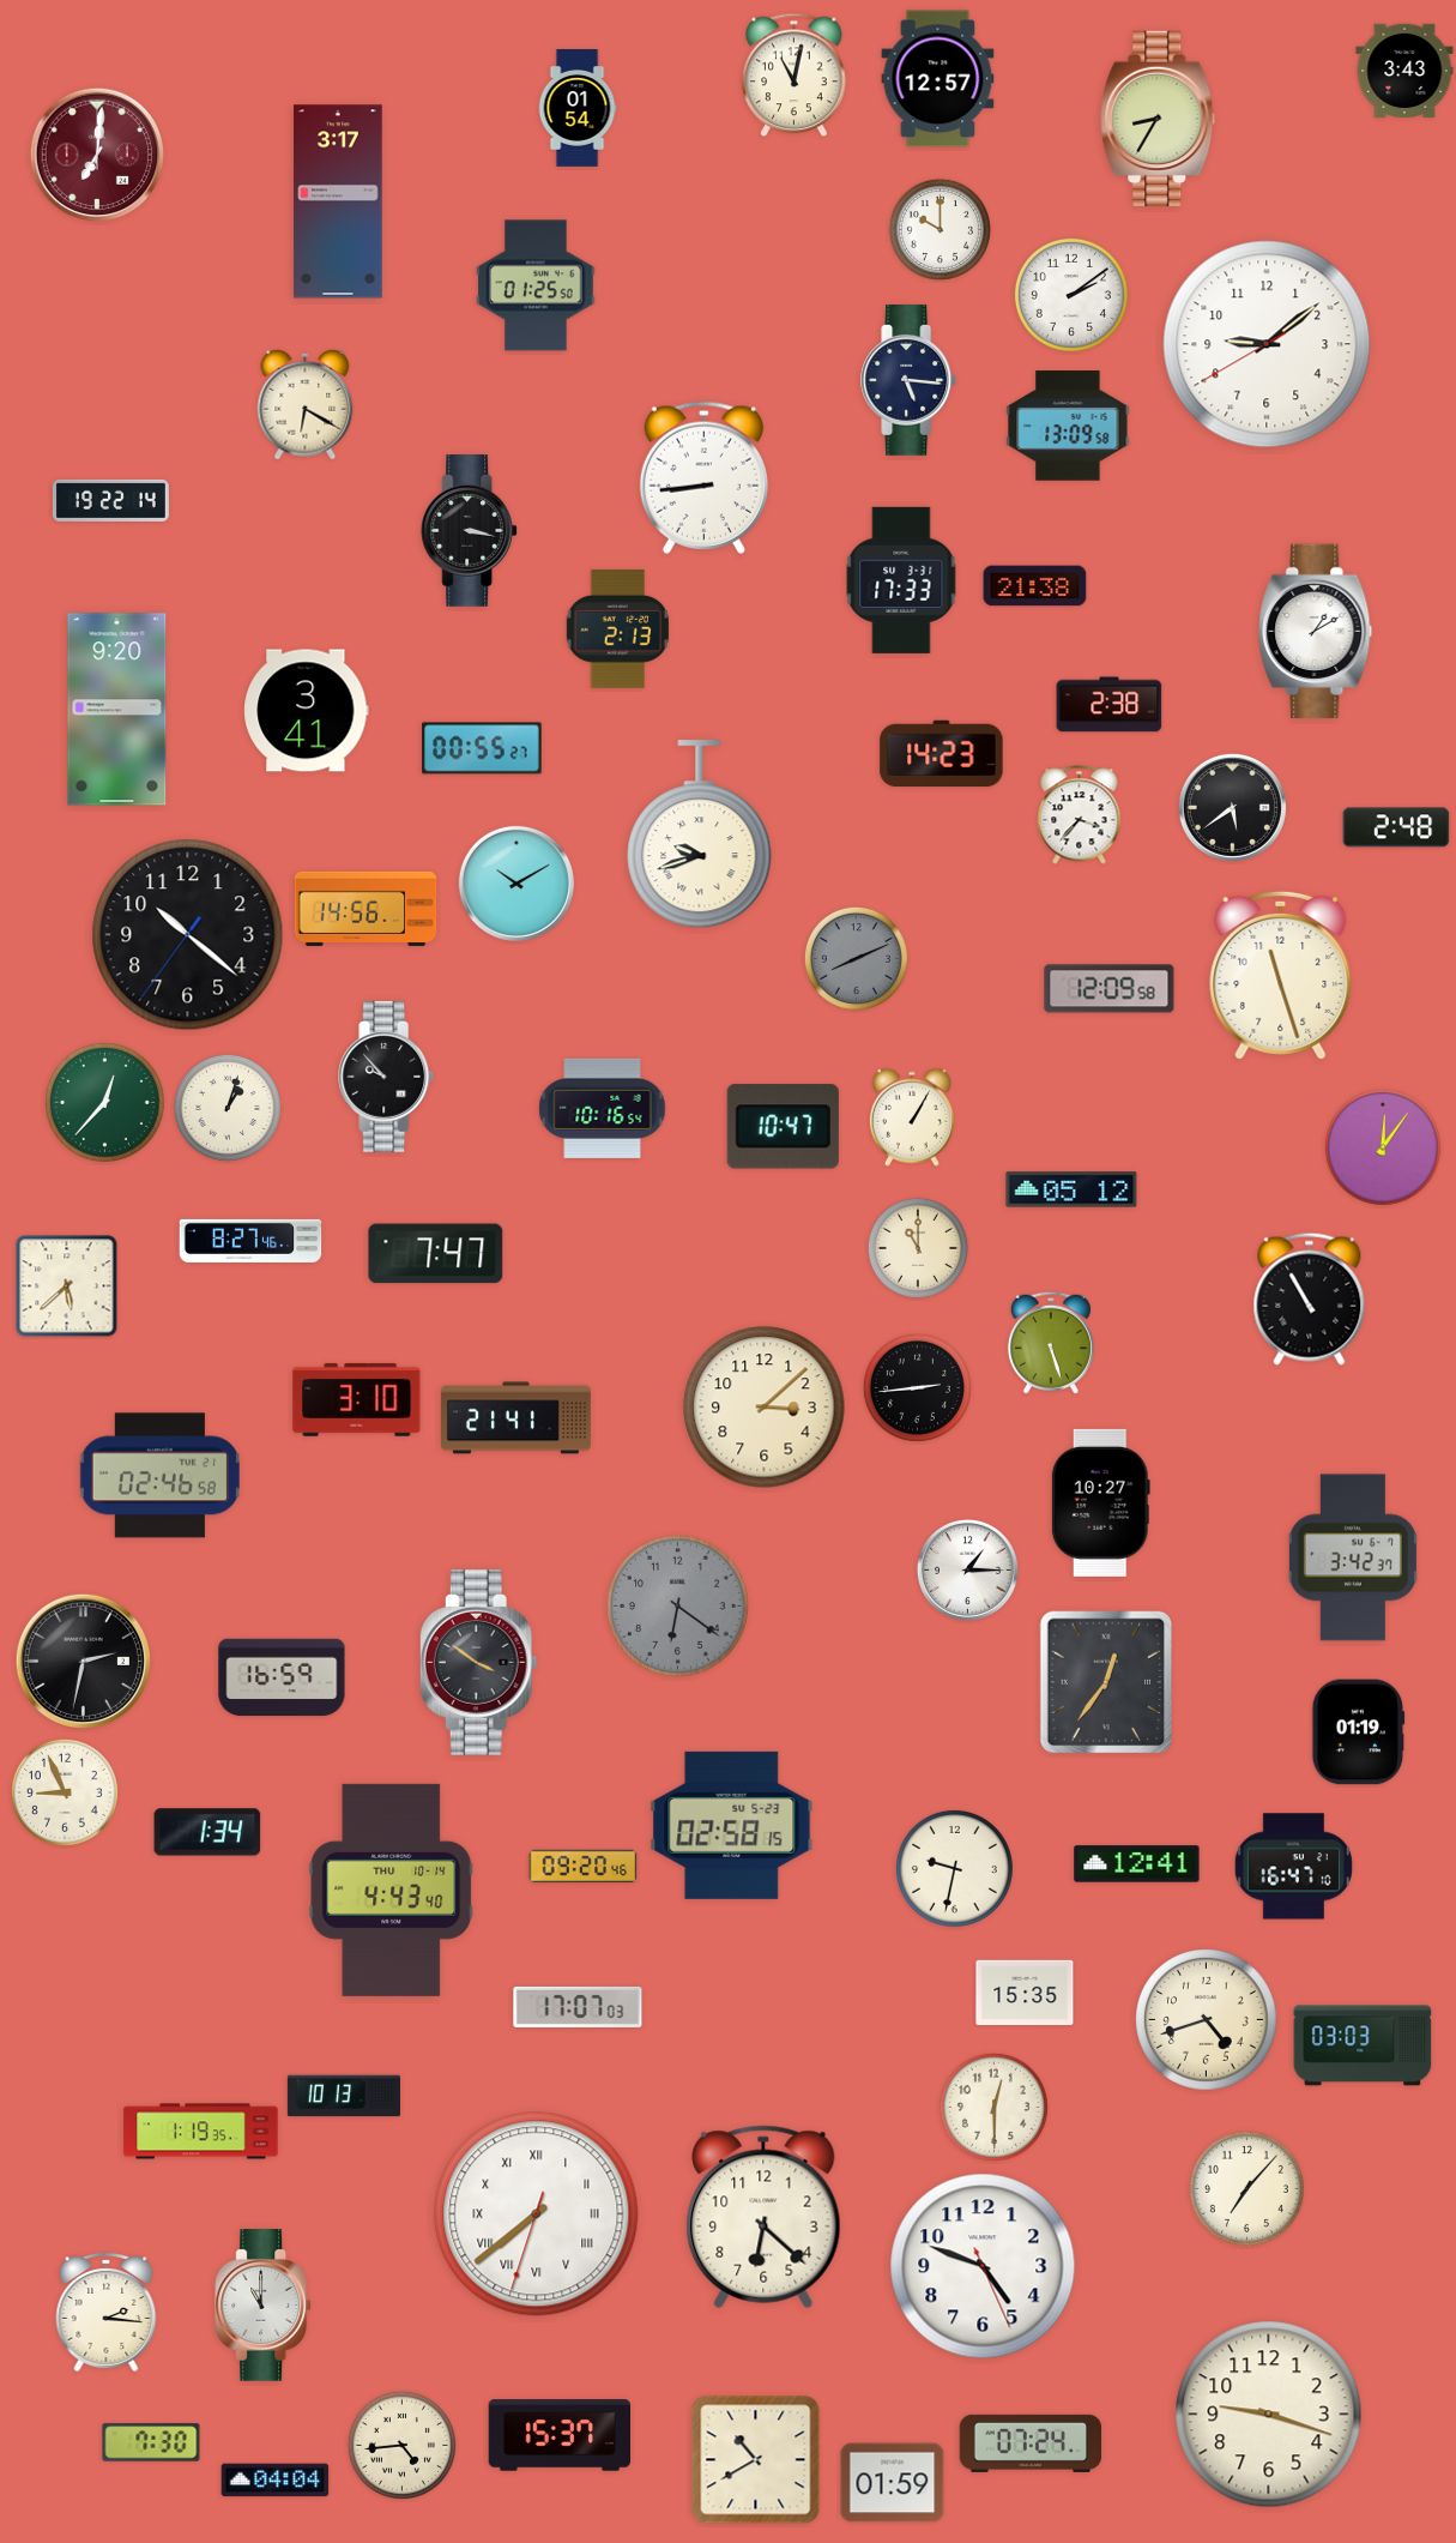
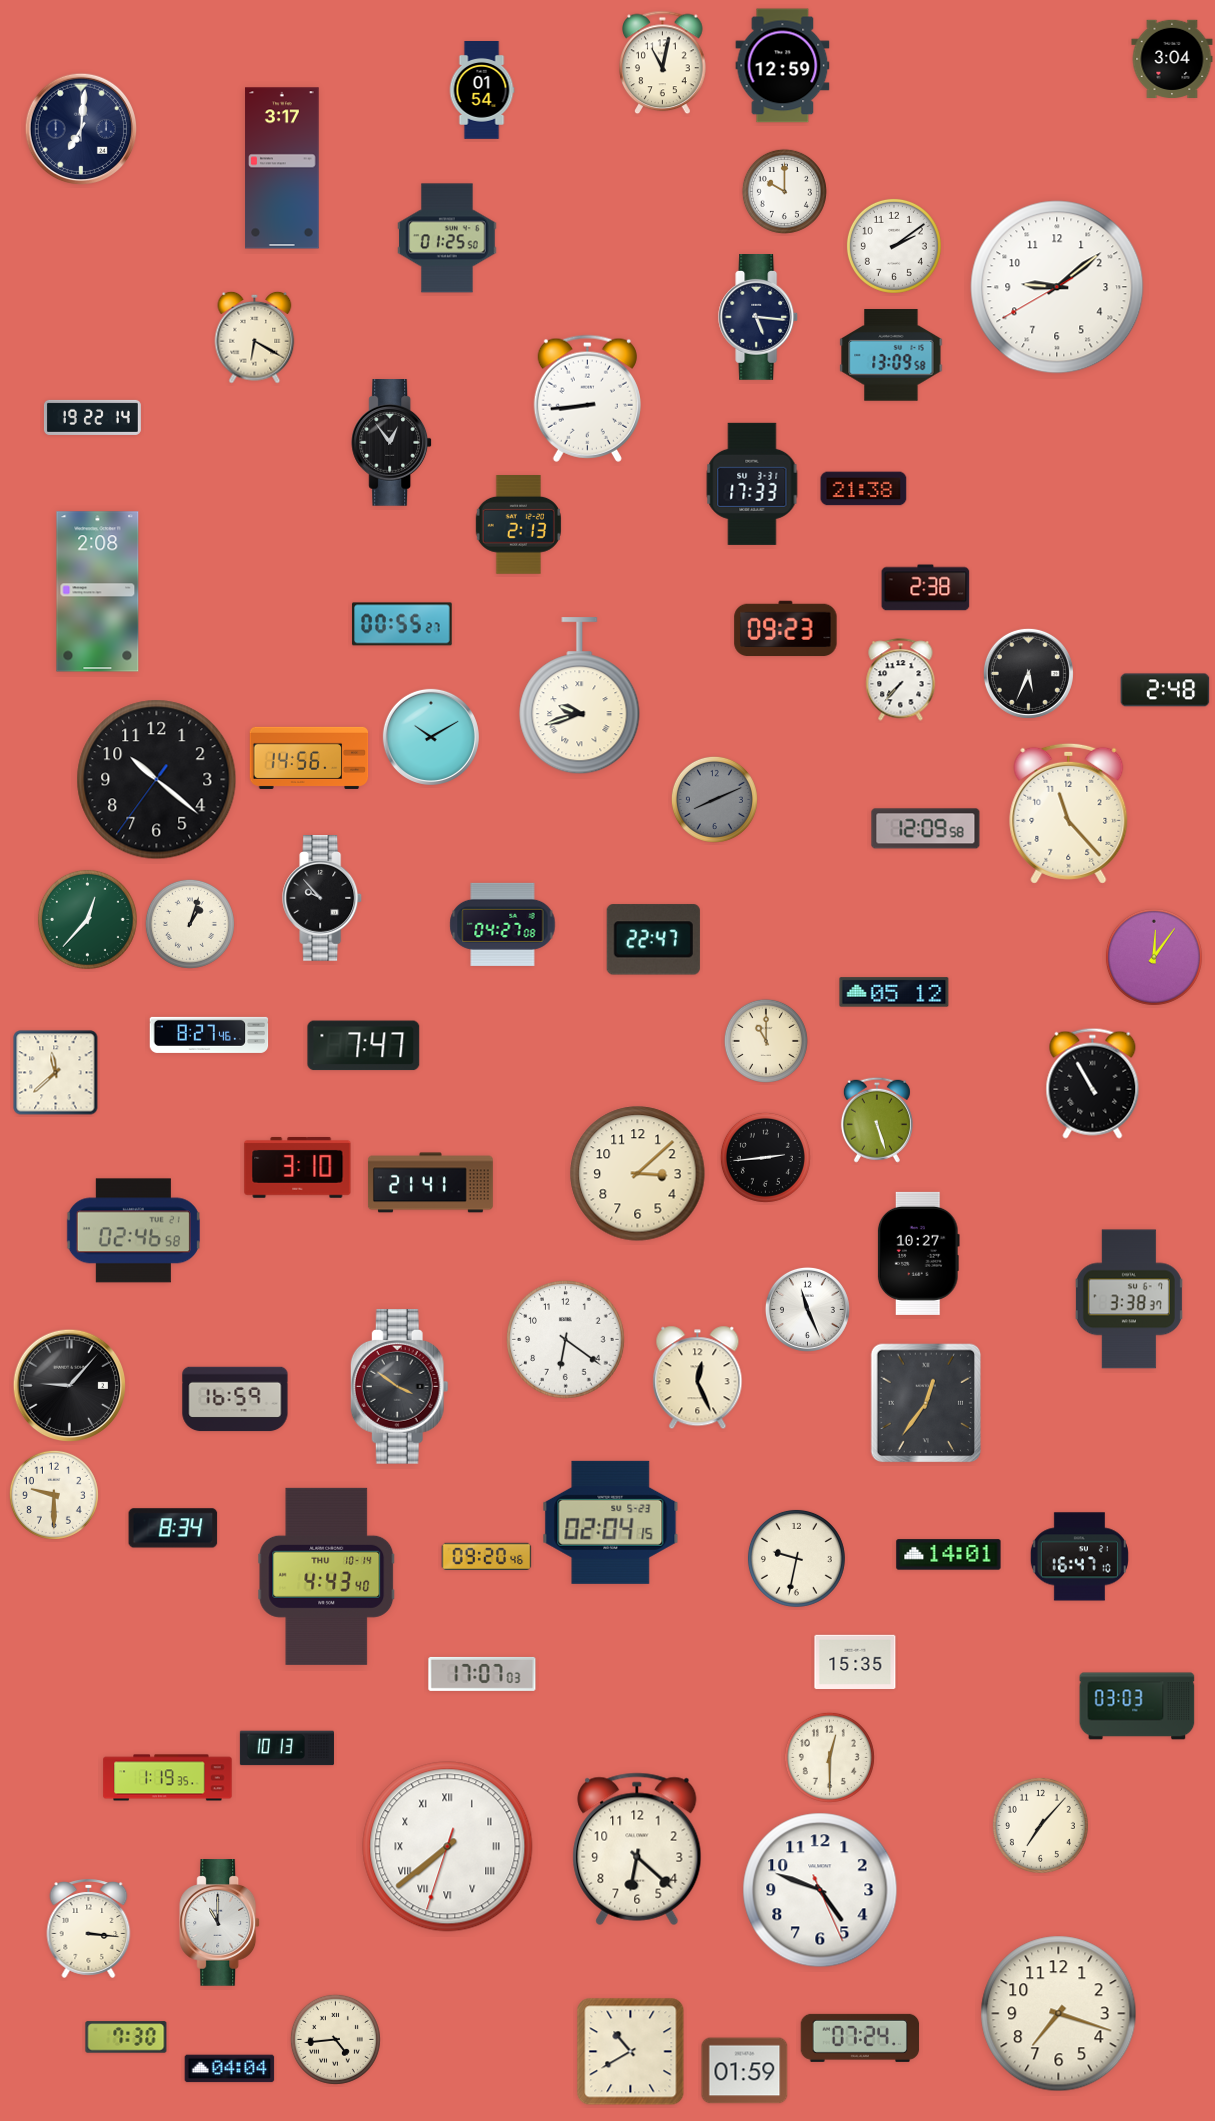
clock at (1404, 70): 3:43 -> 3:04
clock at (938, 79): 12:57 -> 12:59
clock at (1158, 117): 8:35 -> none
clock at (96, 153) dial: burgundy -> navy
clock at (470, 531): 3:17 -> 12:54
clock at (617, 629) position: (617, 629) -> (518, 525)
clock at (1316, 632): 1:10 -> none
clock at (117, 710): 9:20 -> 2:08
clock at (307, 711): 3:41 -> none
clock at (942, 754): 14:23 -> 09:23
clock at (1232, 807): 5:39 -> 5:34
clock at (1080, 815): 3:37 -> 7:37
clock at (700, 834) position: (700, 834) -> (580, 696)
clock at (365, 909) position: (365, 909) -> (309, 758)
clock at (1281, 975): 11:27 -> 11:23
clock at (1110, 989) position: (1110, 989) -> (926, 829)
clock at (603, 1108): 10:16 -> 04:27
clock at (912, 1117): 1:05 -> none
clock at (783, 1127): 10:47 -> 22:47
clock at (67, 1286): 5:38 -> 11:38
clock at (1353, 1557): 3:42 -> 3:38
clock at (967, 1569): 1:15 -> 11:26
clock at (678, 1607) dial: grey -> white
clock at (698, 1378): none -> 12:26
clock at (83, 1661): 2:32 -> 9:07
clock at (1106, 1682) position: (1106, 1682) -> (926, 1403)
clock at (1359, 1733): 01:19 -> none
clock at (65, 1792): 8:56 -> 9:30
clock at (732, 1825): 02:58 -> 02:04
clock at (207, 1832): 1:34 -> 8:34
clock at (1137, 1864): 12:41 -> 14:01
clock at (1207, 2020): 4:42 -> none
clock at (107, 2313): 2:16 -> 3:16
clock at (1269, 2415): 9:18 -> 7:18
clock at (560, 2435): 15:37 -> none
